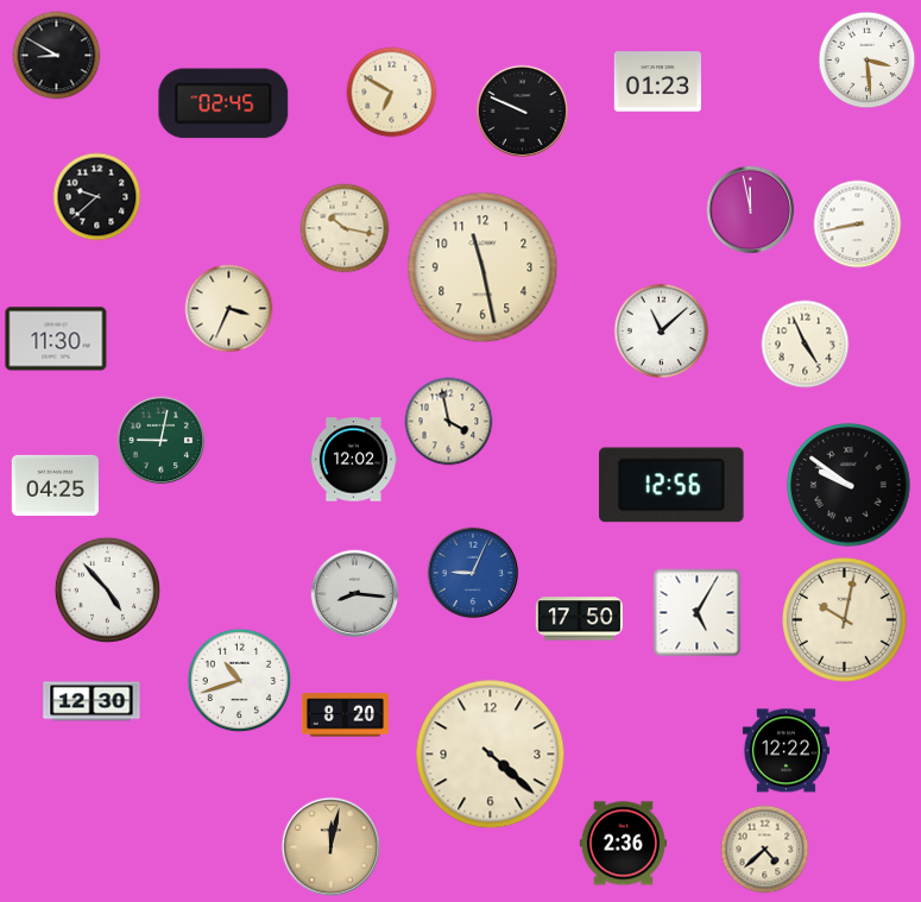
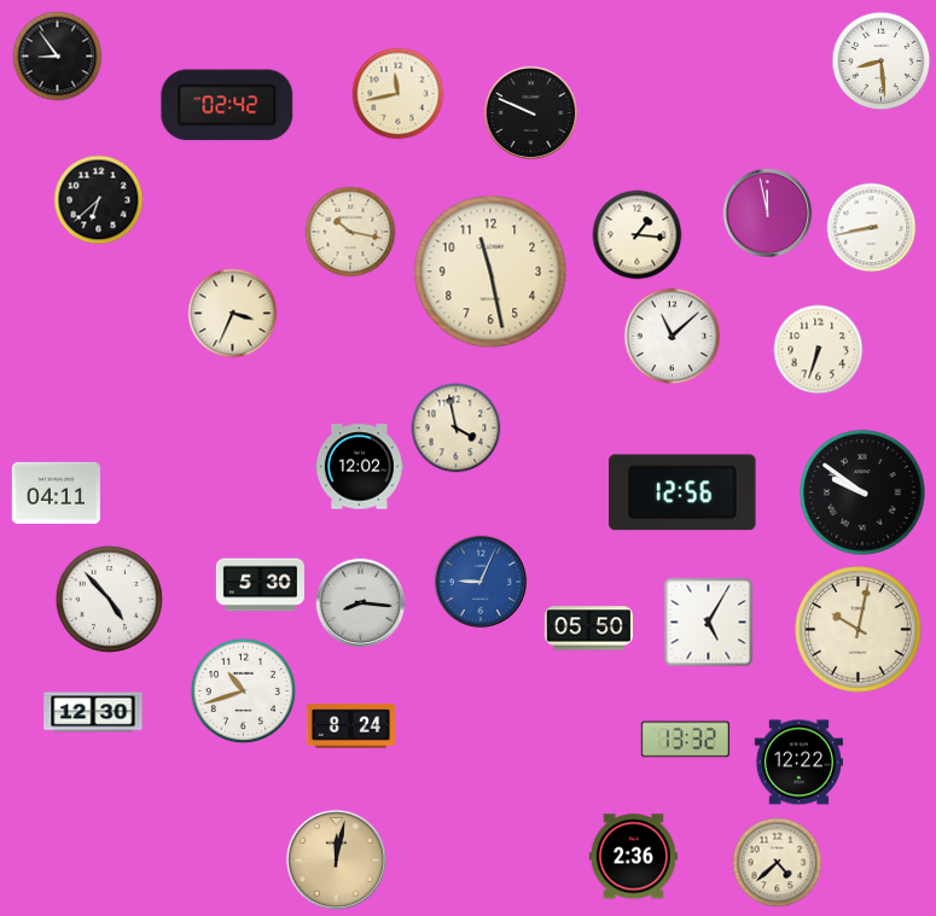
clock at (57, 56): 8:50 -> 8:54
clock at (868, 61): 3:29 -> 8:29
clock at (657, 82): 01:23 -> none
clock at (392, 93): 6:50 -> 11:43
clock at (223, 103): 02:45 -> 02:42
clock at (97, 197): 9:38 -> 6:38
clock at (751, 210) position: (751, 210) -> (768, 214)
clock at (638, 235): none -> 1:16
clock at (56, 339): 11:30 -> none
clock at (806, 345): 4:56 -> 6:33
clock at (162, 441): 9:02 -> none
clock at (55, 485): 04:25 -> 04:11
clock at (260, 585): none -> 5:30
clock at (579, 619): 17:50 -> 05:50
clock at (345, 715): 8:20 -> 8:24
clock at (685, 740): none -> 13:32
clock at (491, 755): 4:22 -> none
